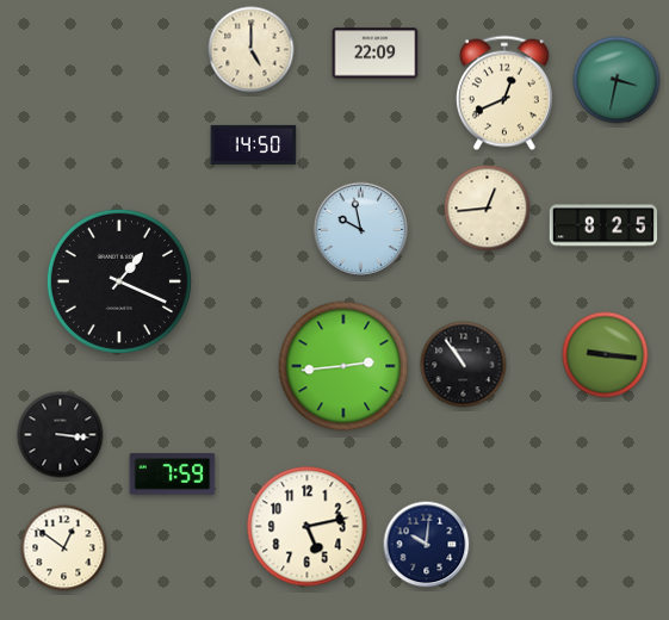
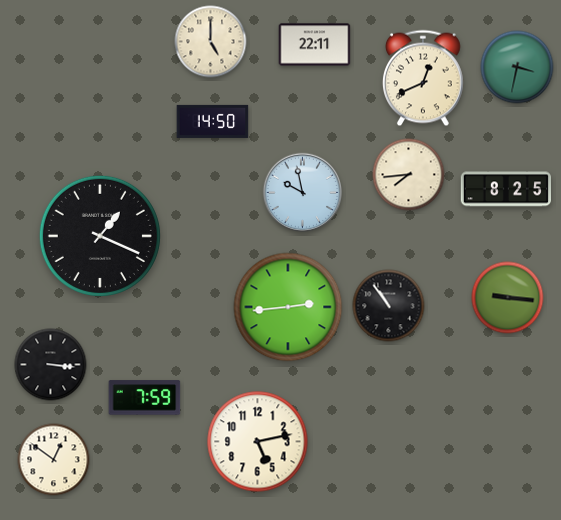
clock at (376, 54): 22:09 -> 22:11
clock at (488, 209): 12:44 -> 7:44
clock at (427, 545): 10:01 -> none
